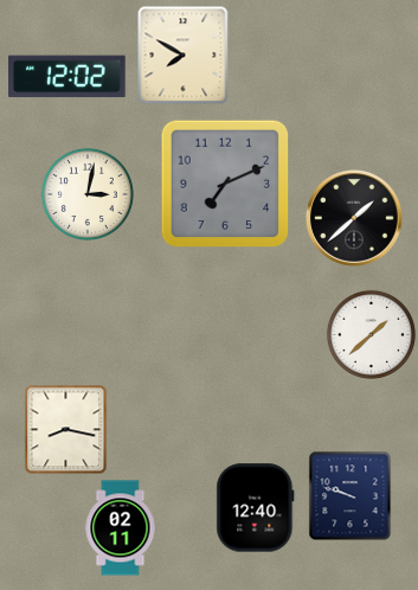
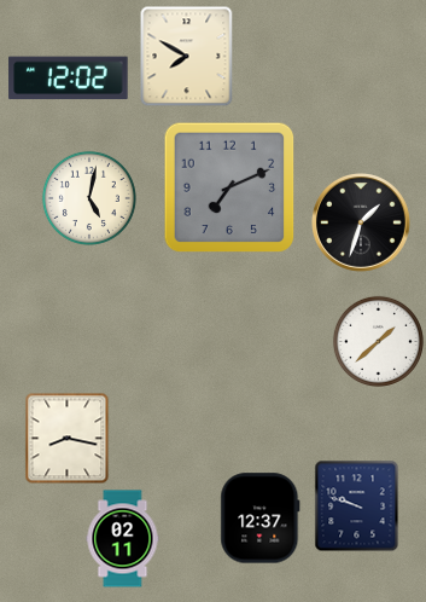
clock at (88, 194): 3:02 -> 5:02
clock at (355, 219): 1:38 -> 1:33
clock at (256, 508): 12:40 -> 12:37
